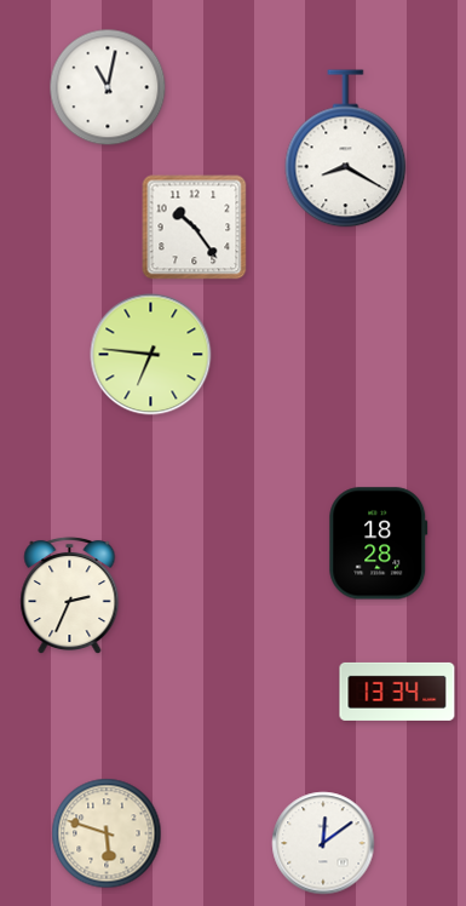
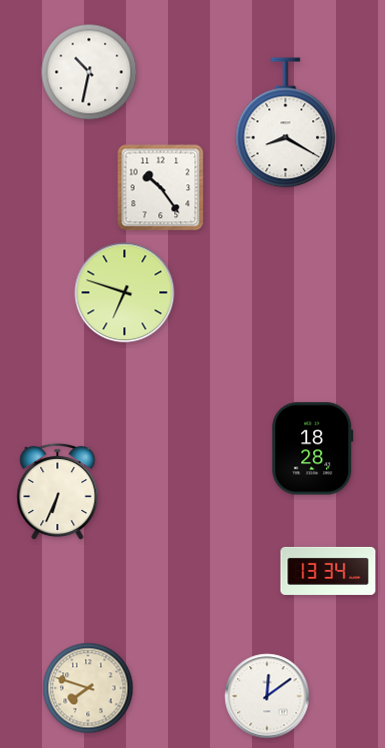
clock at (108, 87): 11:02 -> 10:32
clock at (151, 355): 6:46 -> 6:48
clock at (70, 596): 2:34 -> 6:34
clock at (107, 833): 5:48 -> 7:48
